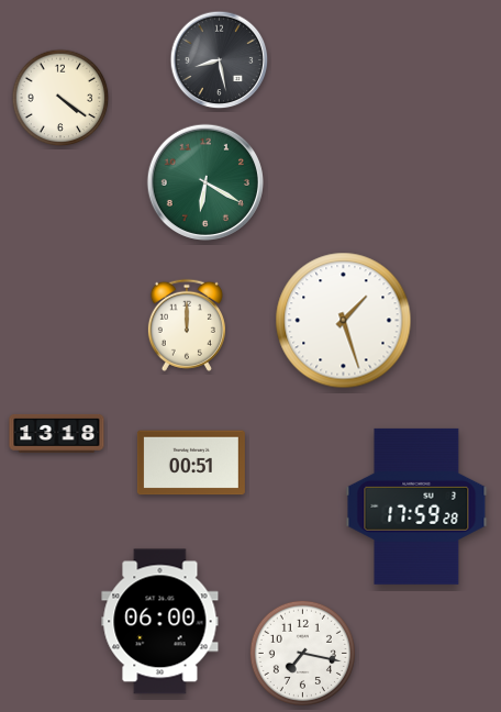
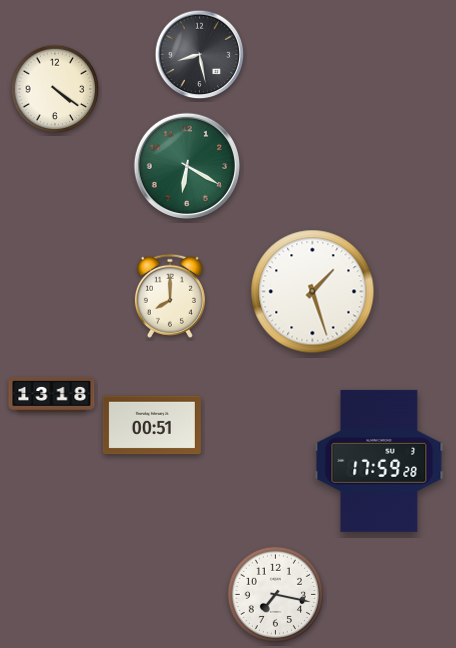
clock at (187, 325): 12:00 -> 8:00
clock at (191, 463) position: (191, 463) -> (152, 425)
clock at (160, 622): 06:00 -> none
